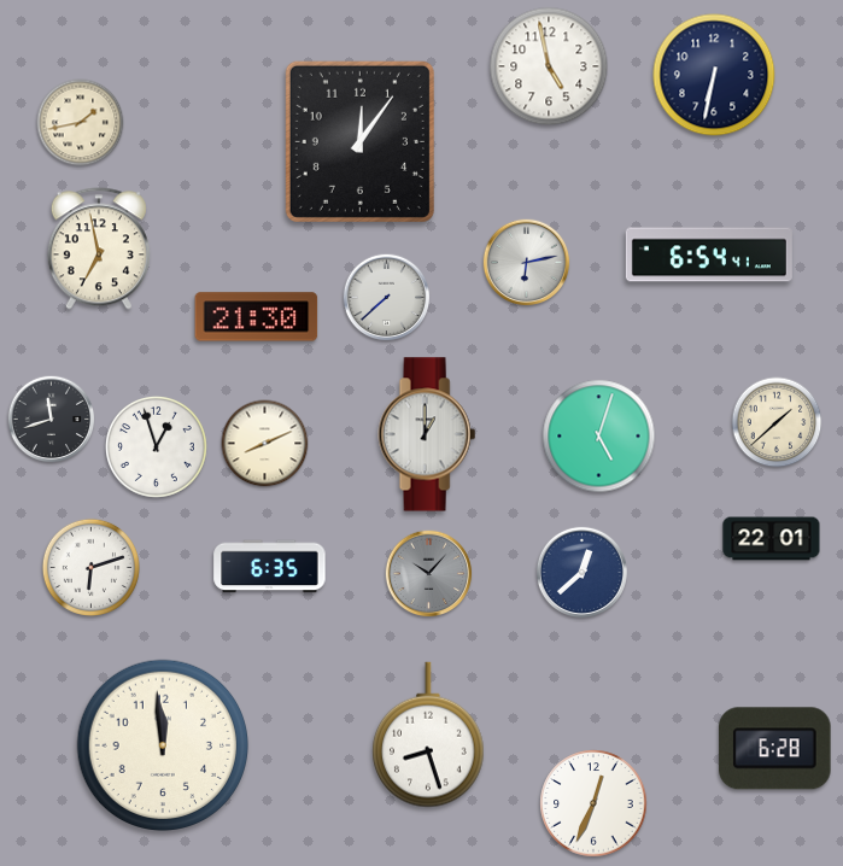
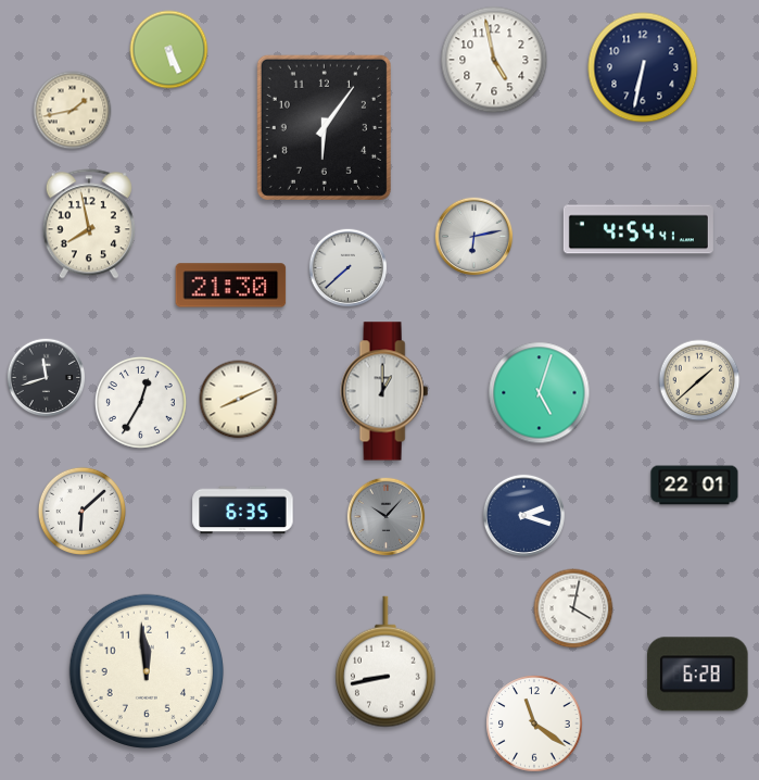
clock at (169, 50): none -> 5:26
clock at (359, 141): 12:06 -> 6:06
clock at (99, 248): 6:58 -> 7:58
clock at (709, 254): 6:54 -> 4:54
clock at (156, 446): 12:57 -> 12:35
clock at (90, 567): 6:12 -> 6:08
clock at (581, 572): 12:38 -> 2:18
clock at (573, 608): none -> 4:02
clock at (429, 735): 8:27 -> 8:43
clock at (593, 803): 12:34 -> 11:21
